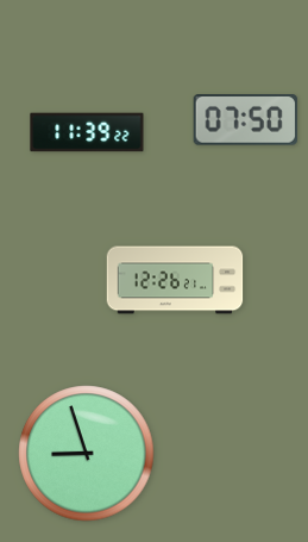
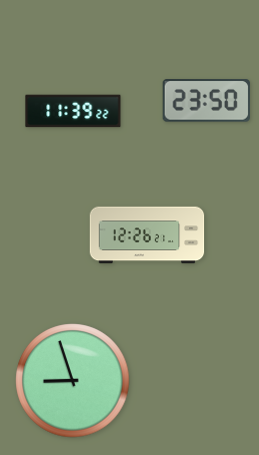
clock at (245, 120): 07:50 -> 23:50
